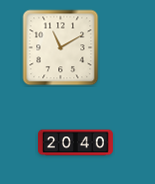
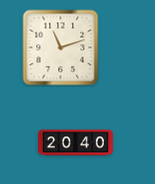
clock at (61, 48): 11:10 -> 11:12
